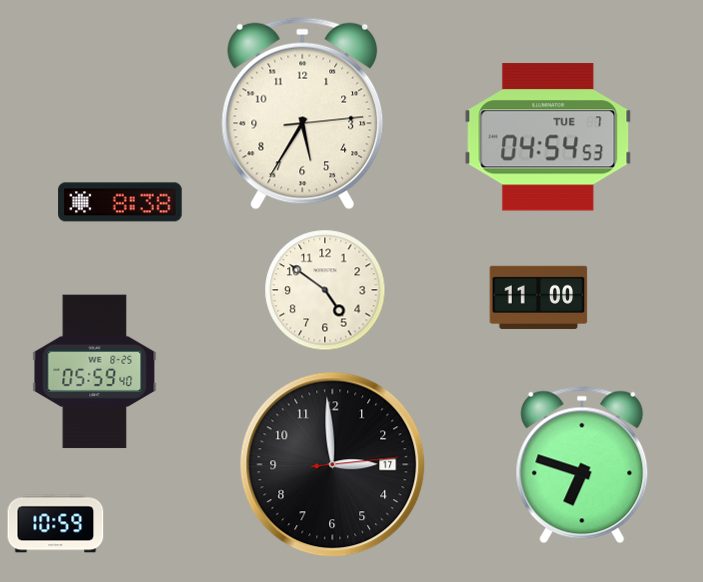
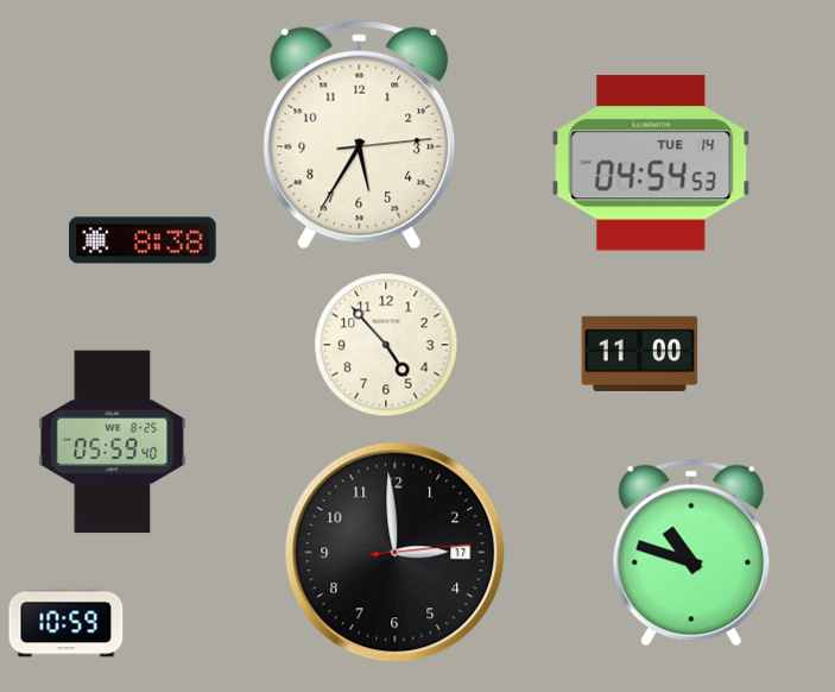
clock at (548, 137) date: TUE 7 -> TUE 14
clock at (325, 290): 4:51 -> 4:53
clock at (582, 465): 6:48 -> 10:48
